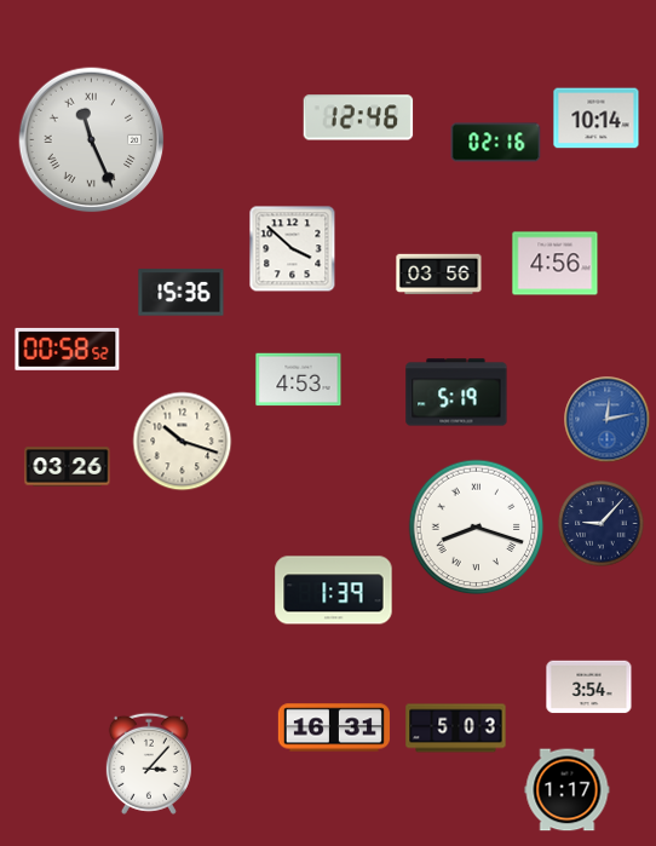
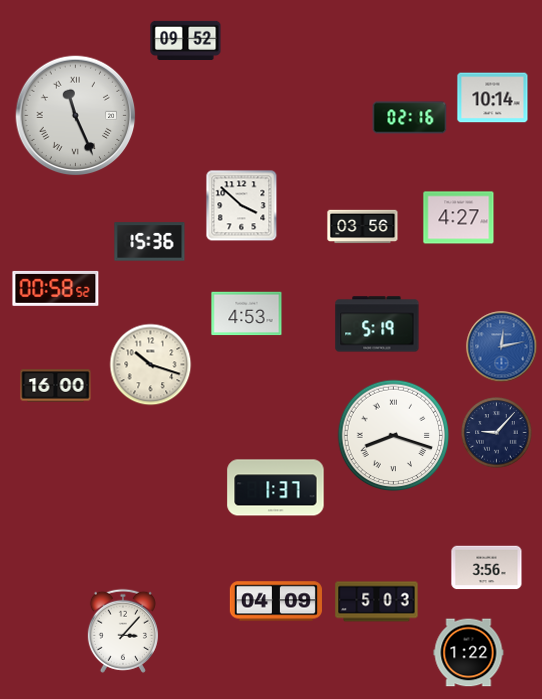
clock at (186, 40): none -> 09:52
clock at (358, 117): 12:46 -> none
clock at (556, 264): 4:56 -> 4:27
clock at (68, 467): 03:26 -> 16:00
clock at (334, 591): 1:39 -> 1:37
clock at (589, 687): 3:54 -> 3:56
clock at (334, 727): 16:31 -> 04:09
clock at (568, 790): 1:17 -> 1:22
